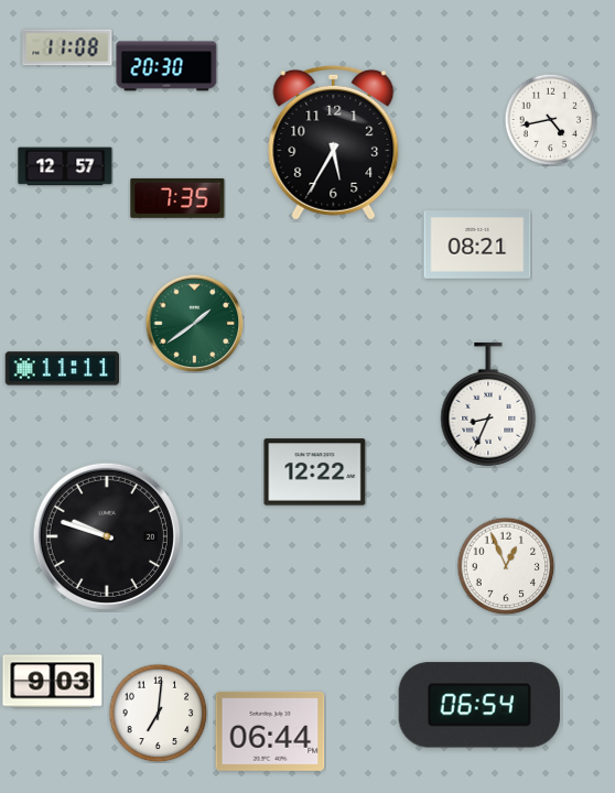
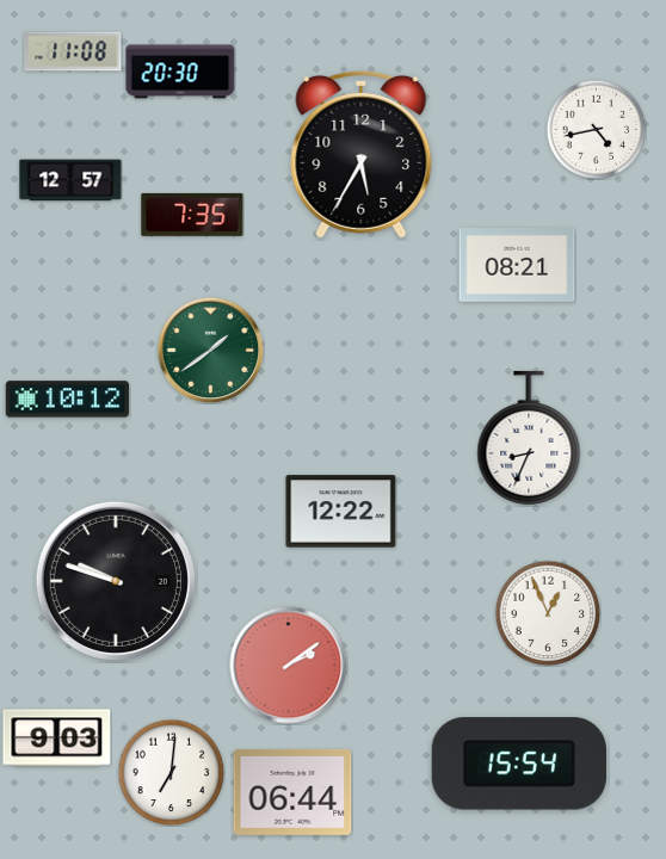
clock at (63, 369): 11:11 -> 10:12
clock at (289, 666): none -> 2:09
clock at (479, 705): 06:54 -> 15:54
